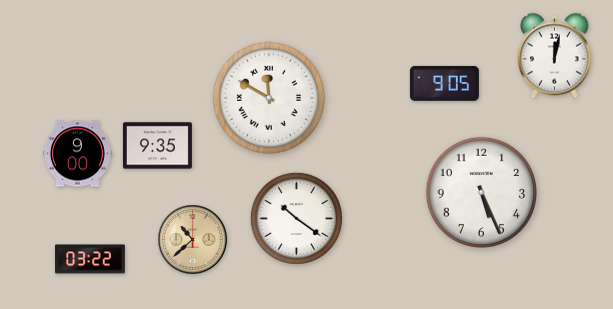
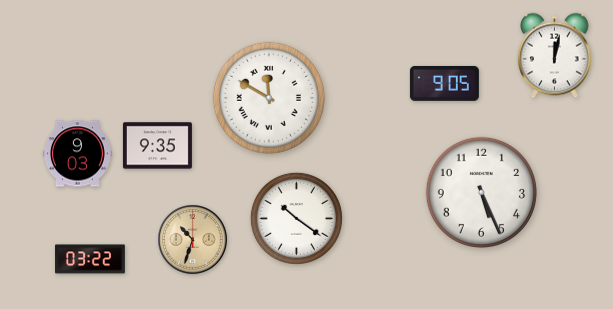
clock at (77, 154): 9:00 -> 9:03
clock at (193, 240): 10:38 -> 10:33
